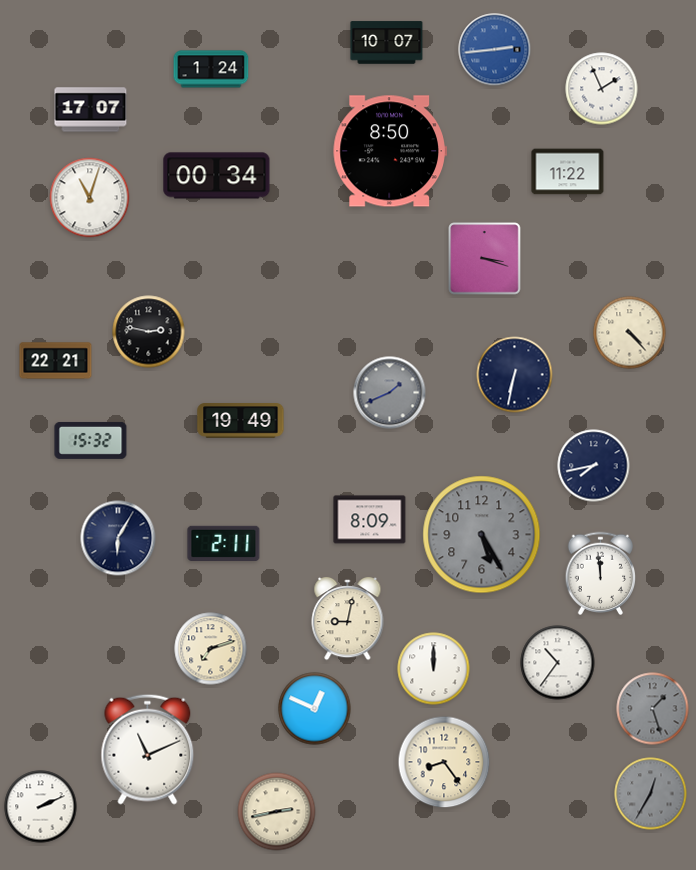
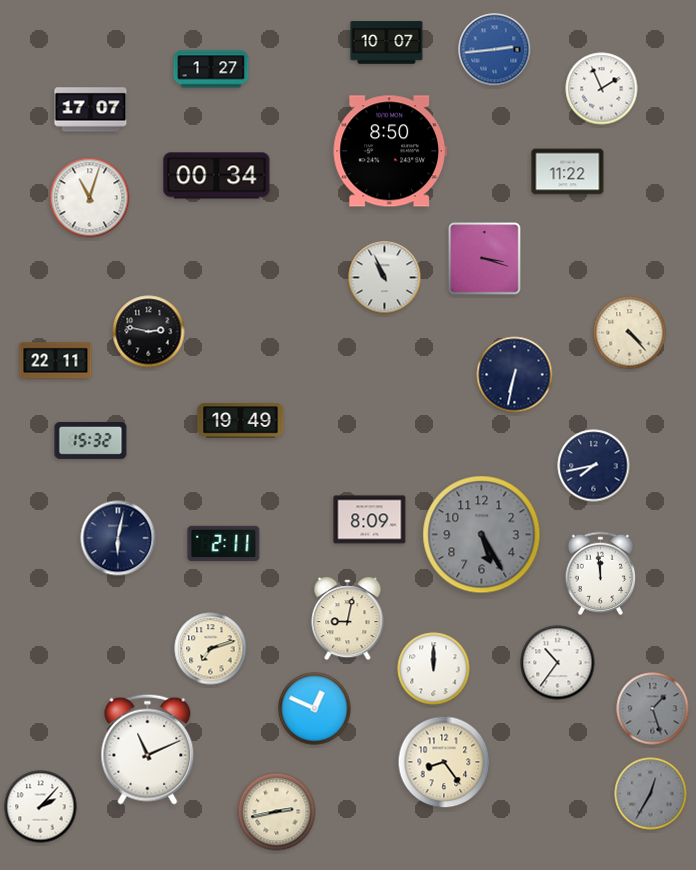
clock at (211, 69): 1:24 -> 1:27
clock at (385, 278): none -> 10:56
clock at (56, 361): 22:21 -> 22:11
clock at (390, 393): 1:41 -> none
clock at (118, 538): 6:05 -> 6:02
clock at (41, 807): 2:11 -> 2:07
